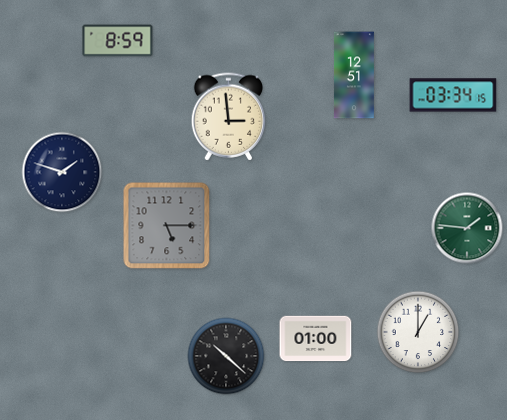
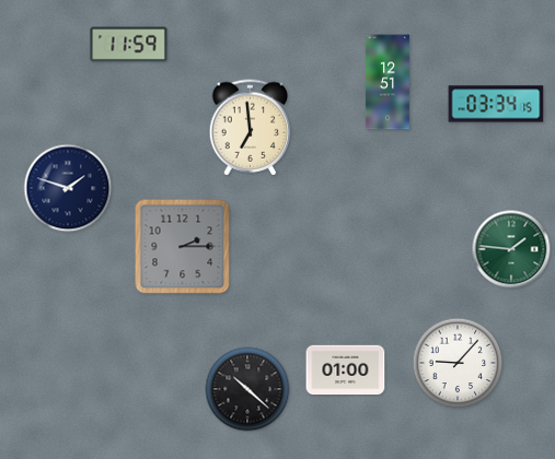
clock at (118, 41): 8:59 -> 11:59
clock at (229, 117): 2:59 -> 6:59
clock at (167, 226): 5:15 -> 2:15
clock at (418, 332): 1:00 -> 9:07
